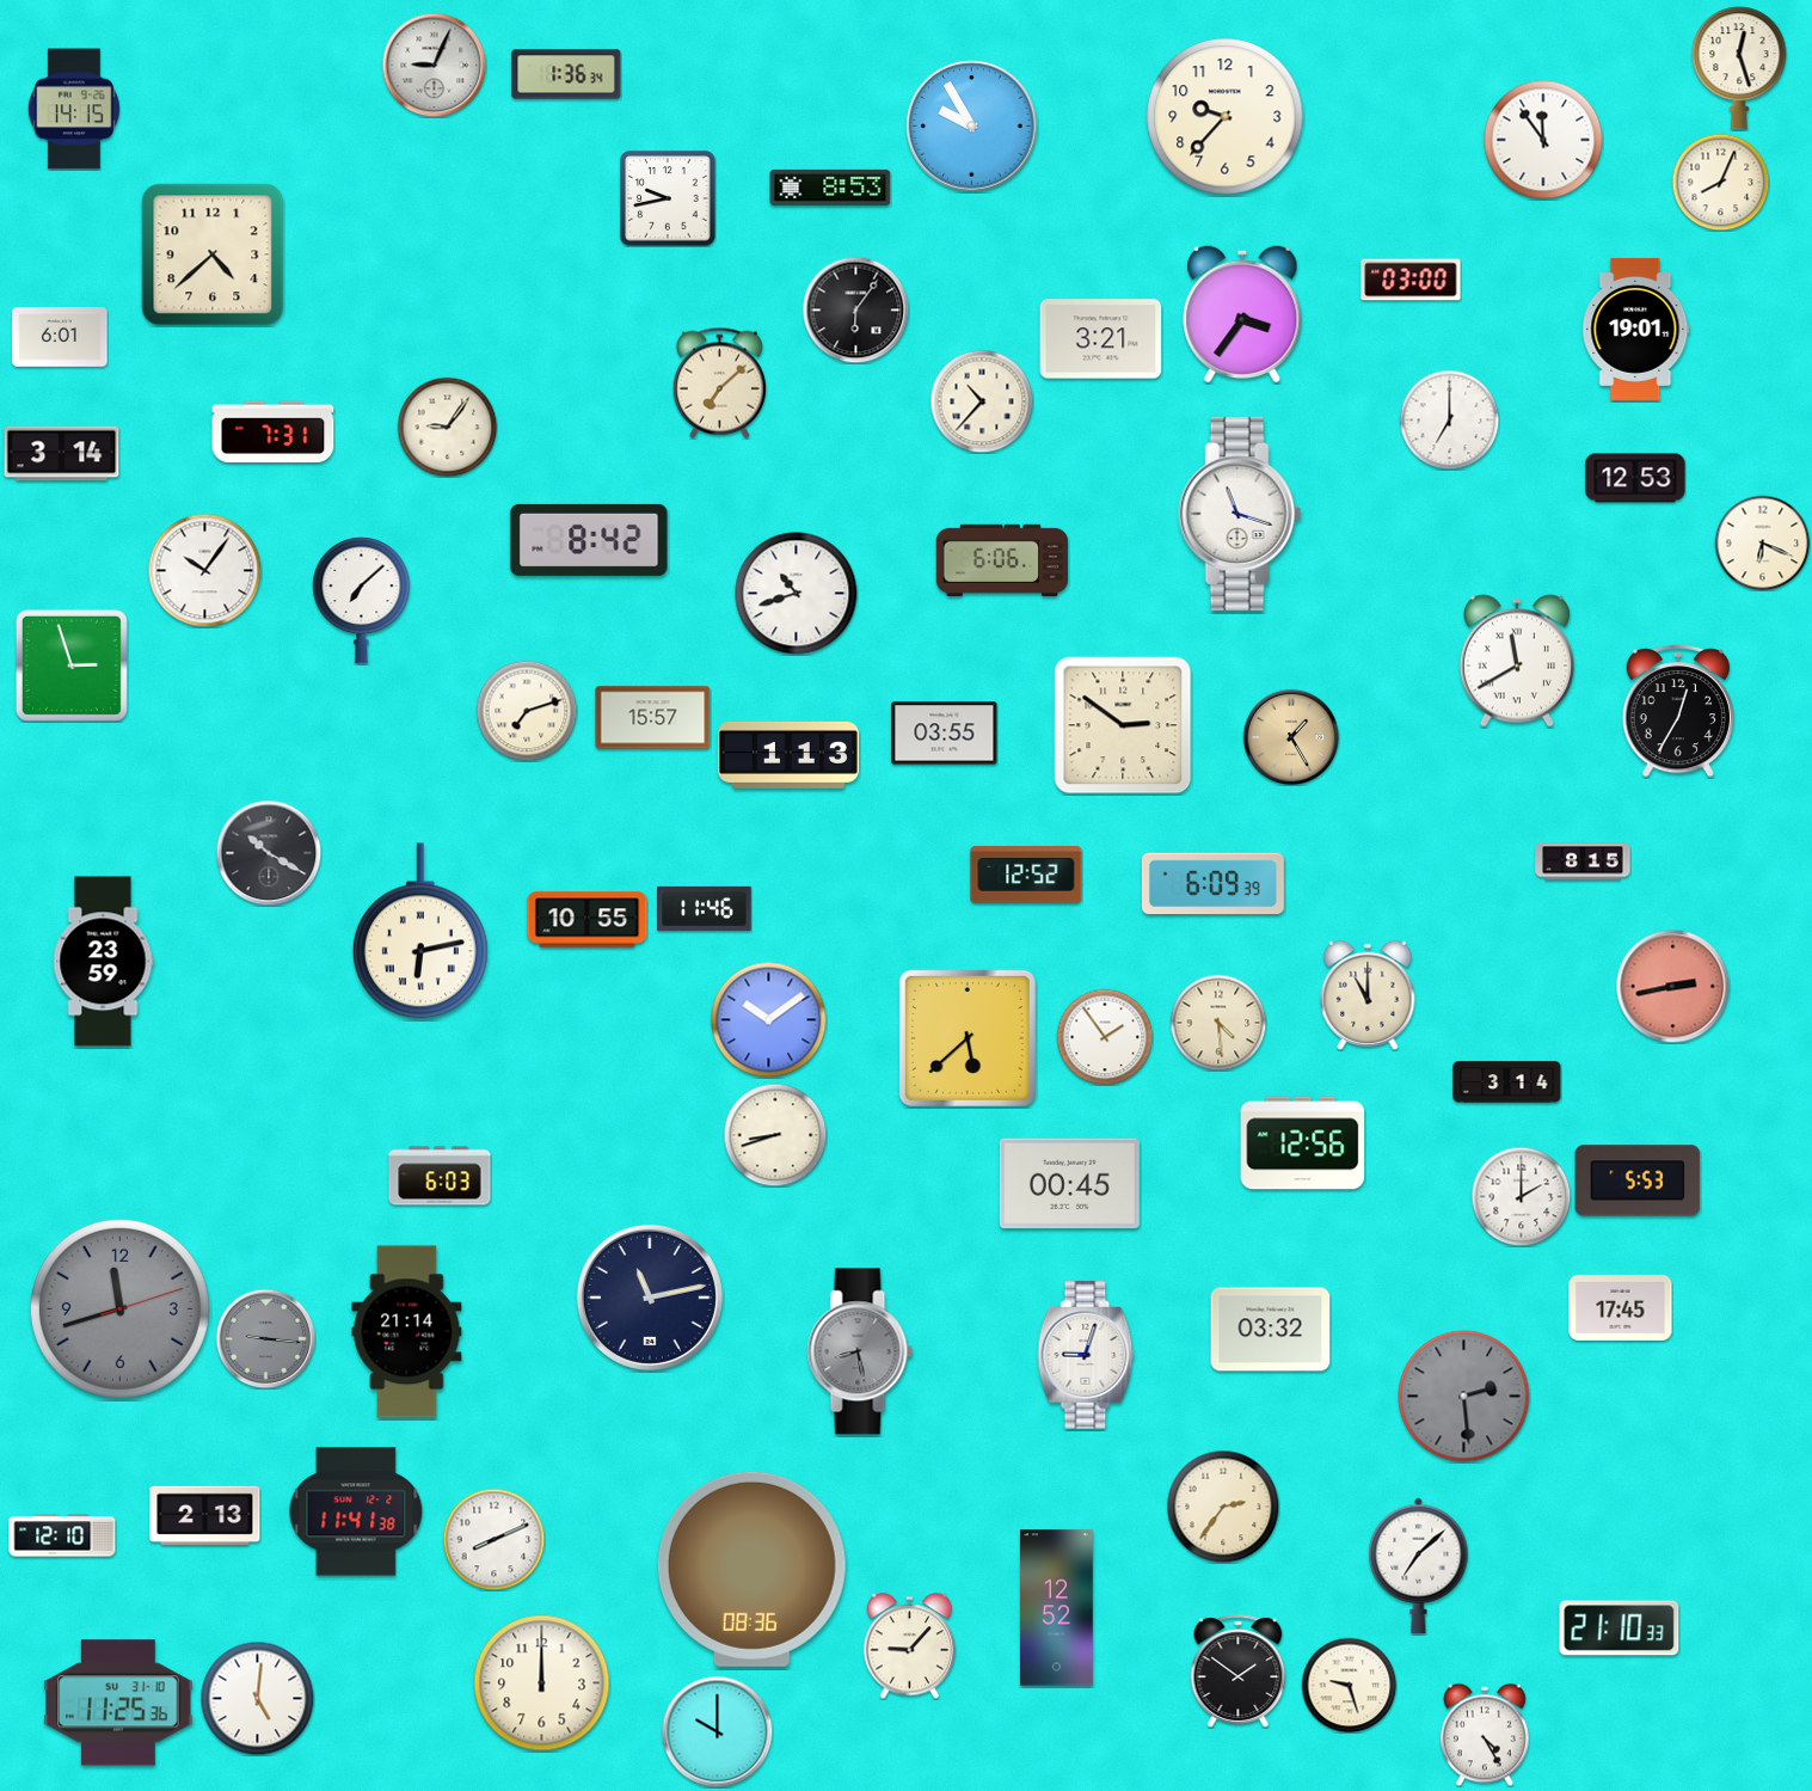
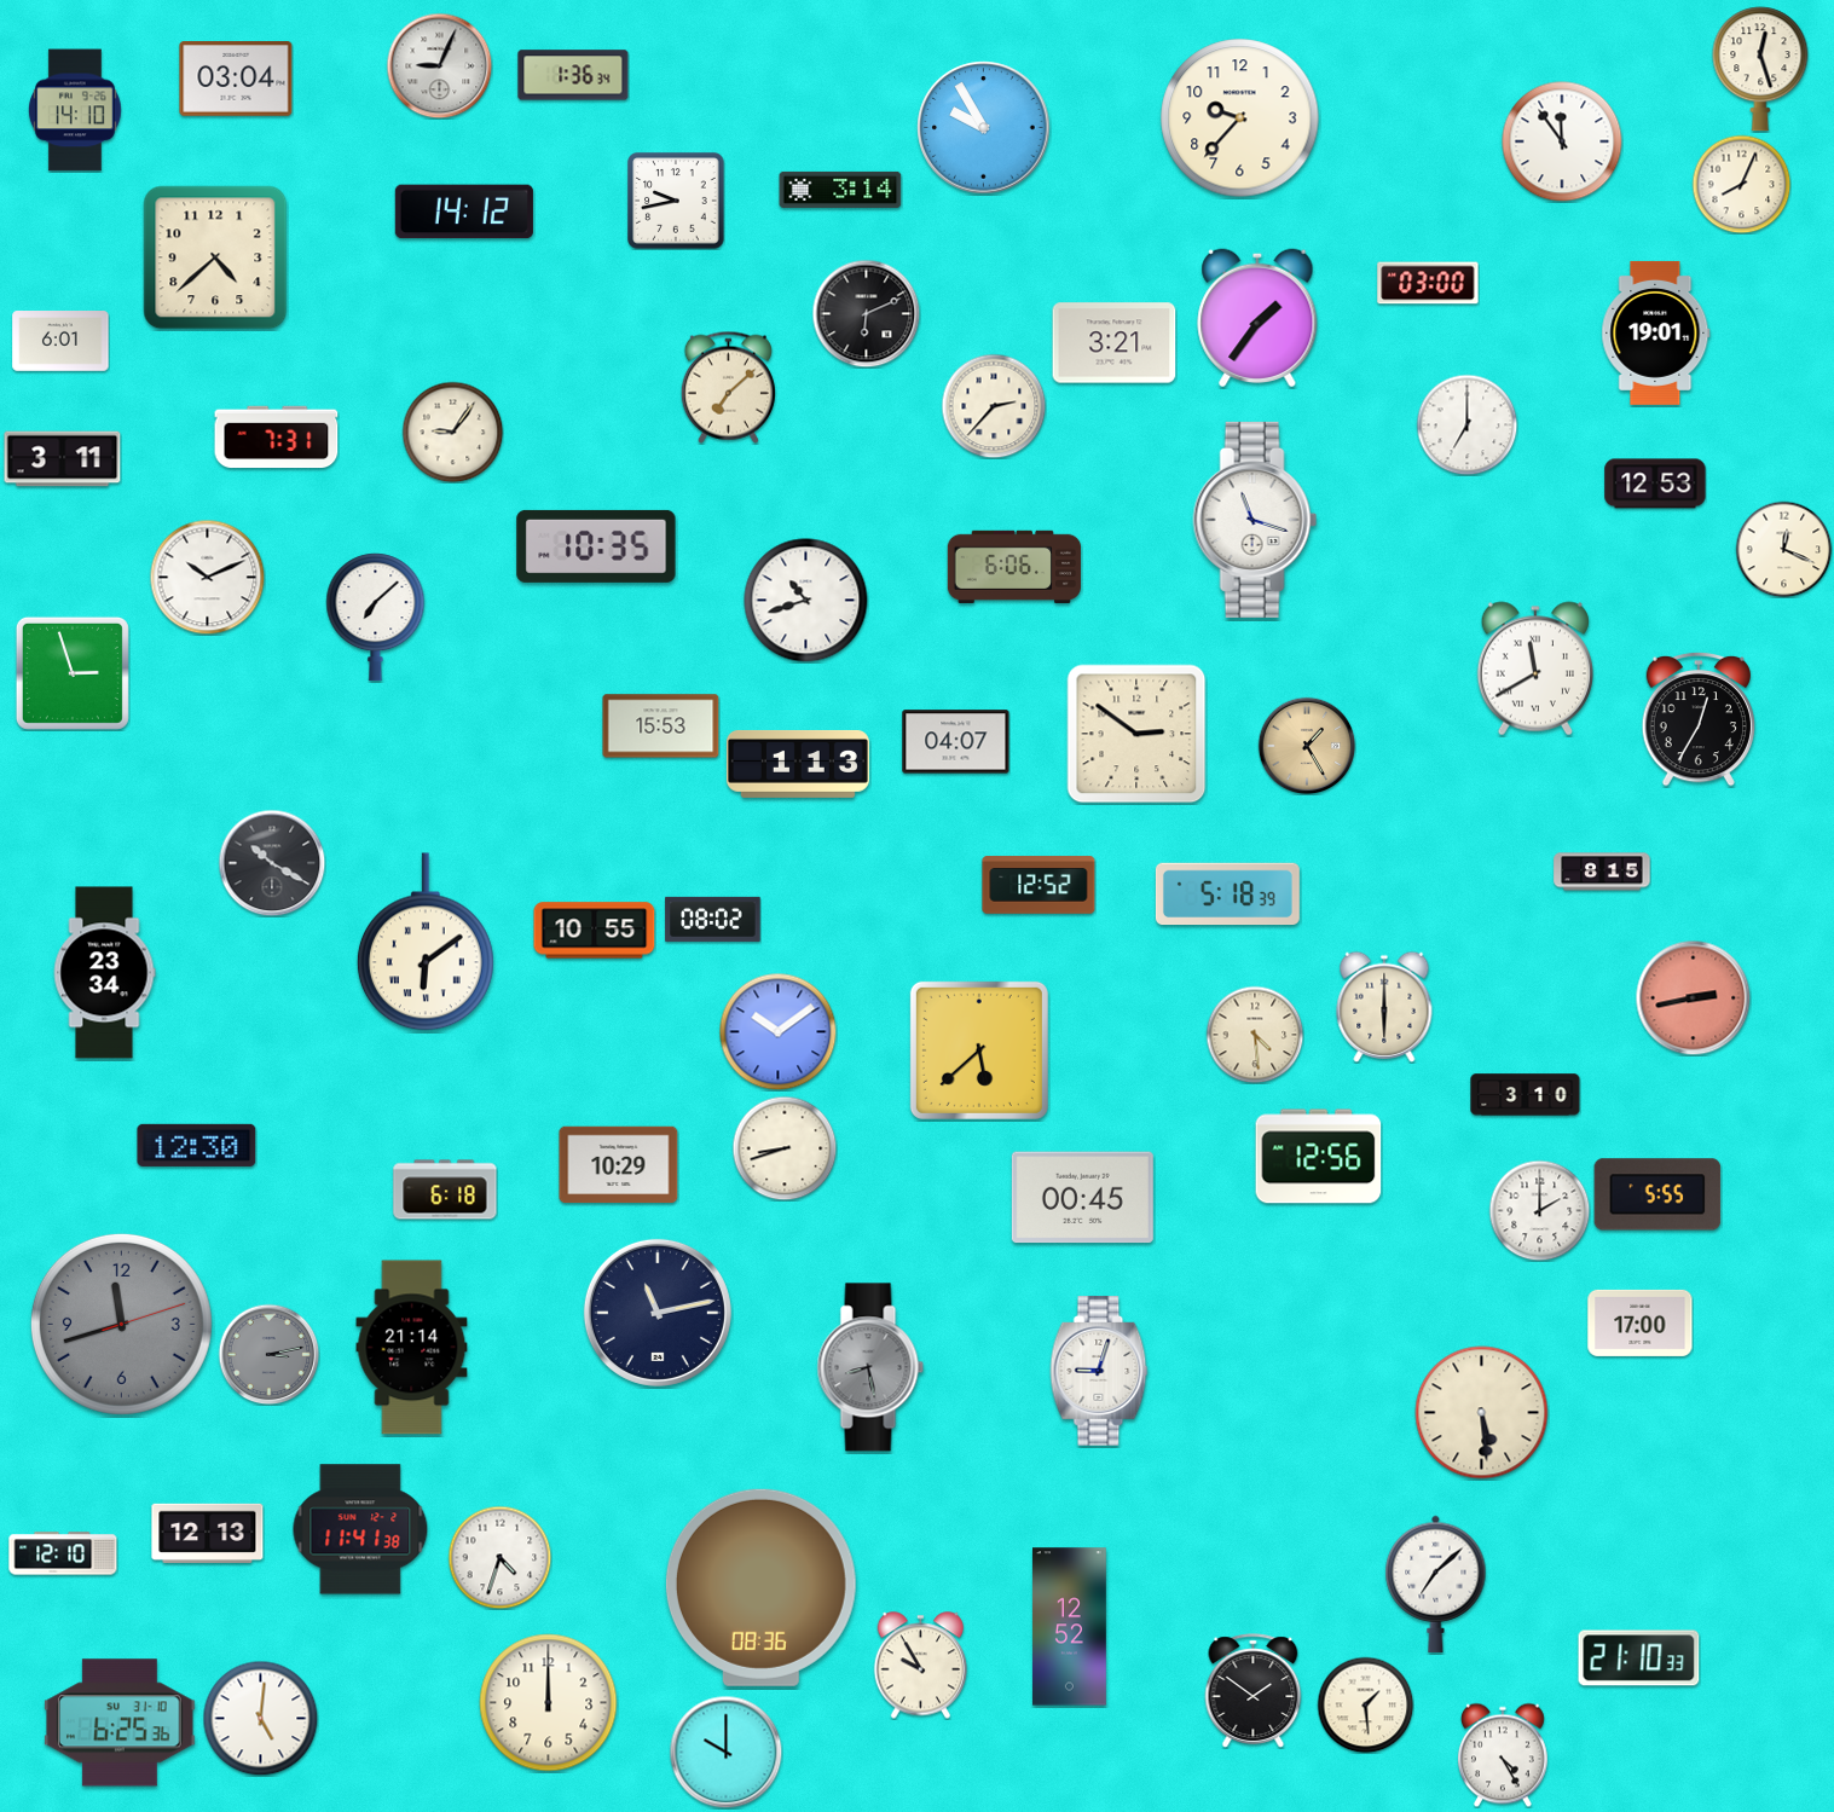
clock at (236, 80): none -> 03:04
clock at (74, 109): 14:15 -> 14:10
clock at (830, 188): 8:53 -> 3:14
clock at (464, 212): none -> 14:12
clock at (855, 309): 6:06 -> 6:11
clock at (1242, 313): 3:36 -> 1:36
clock at (982, 401): 10:37 -> 2:37
clock at (62, 454): 3:14 -> 3:11
clock at (589, 540): 8:42 -> 10:35
clock at (1762, 542): 6:19 -> 12:19
clock at (204, 570): 10:06 -> 10:11
clock at (362, 601) position: (362, 601) -> (376, 618)
clock at (527, 711): 7:12 -> none
clock at (653, 718): 15:57 -> 15:53
clock at (945, 734): 03:55 -> 04:07
clock at (1212, 884): 6:09 -> 5:18
clock at (705, 908): 11:46 -> 08:02
clock at (420, 931): 6:13 -> 6:09
clock at (103, 962): 23:59 -> 23:34
clock at (1368, 995): 11:00 -> 6:00
clock at (1218, 1023) position: (1218, 1023) -> (1255, 1035)
clock at (1105, 1037): 1:54 -> none
clock at (1507, 1082): 3:14 -> 3:10
clock at (197, 1145): none -> 12:30
clock at (619, 1165): none -> 10:29
clock at (440, 1176): 6:03 -> 6:18
clock at (1638, 1180): 5:53 -> 5:55
clock at (1621, 1307): 17:45 -> 17:00
clock at (1271, 1330): 03:32 -> none
clock at (265, 1338): 9:16 -> 3:13
clock at (1464, 1397): 2:29 -> 5:29
clock at (1464, 1397) dial: grey -> cream
clock at (1223, 1507): 2:36 -> none
clock at (205, 1515): 2:13 -> 12:13
clock at (493, 1539): 8:11 -> 4:33
clock at (1620, 1629) position: (1620, 1629) -> (1639, 1658)
clock at (910, 1646): 9:07 -> 9:55
clock at (1349, 1685): 9:27 -> 1:29
clock at (118, 1703): 11:25 -> 6:25
